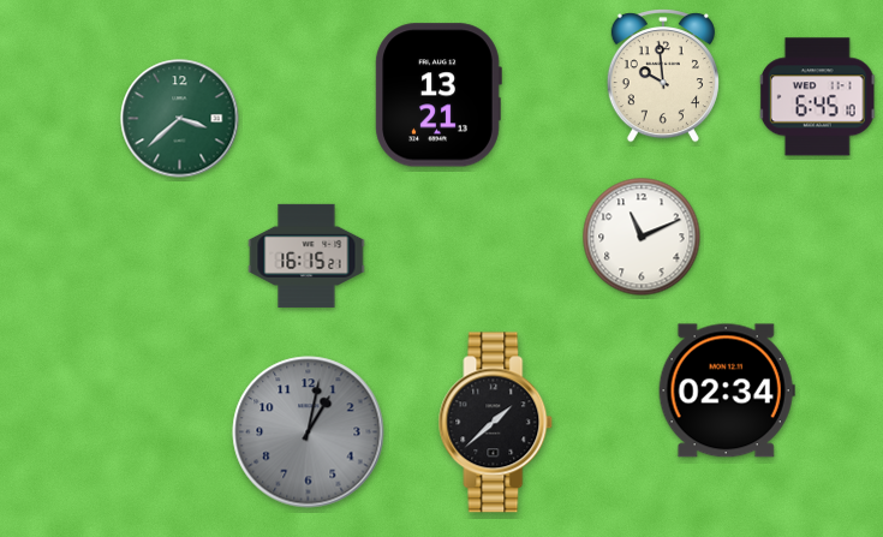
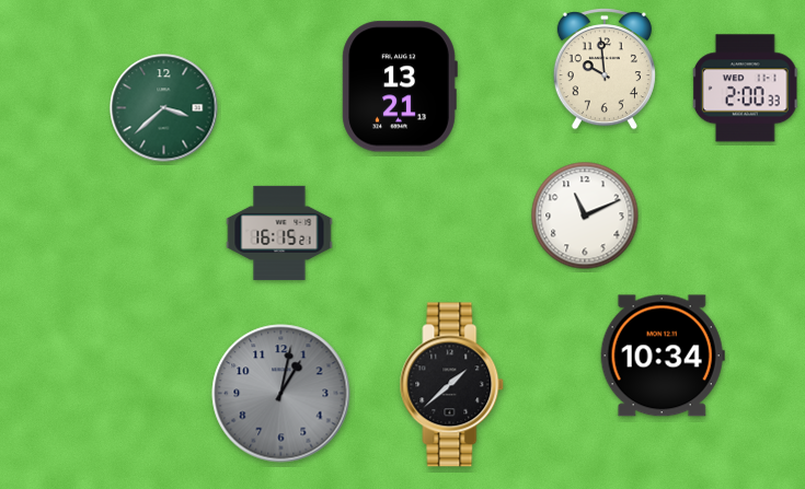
clock at (818, 97): 6:45 -> 2:00
clock at (727, 390): 02:34 -> 10:34
